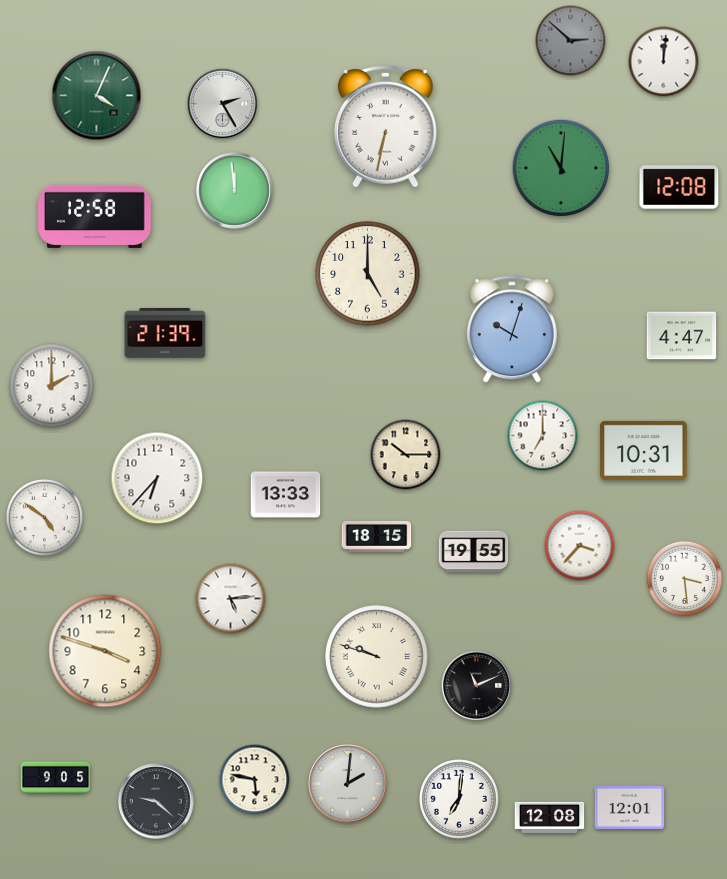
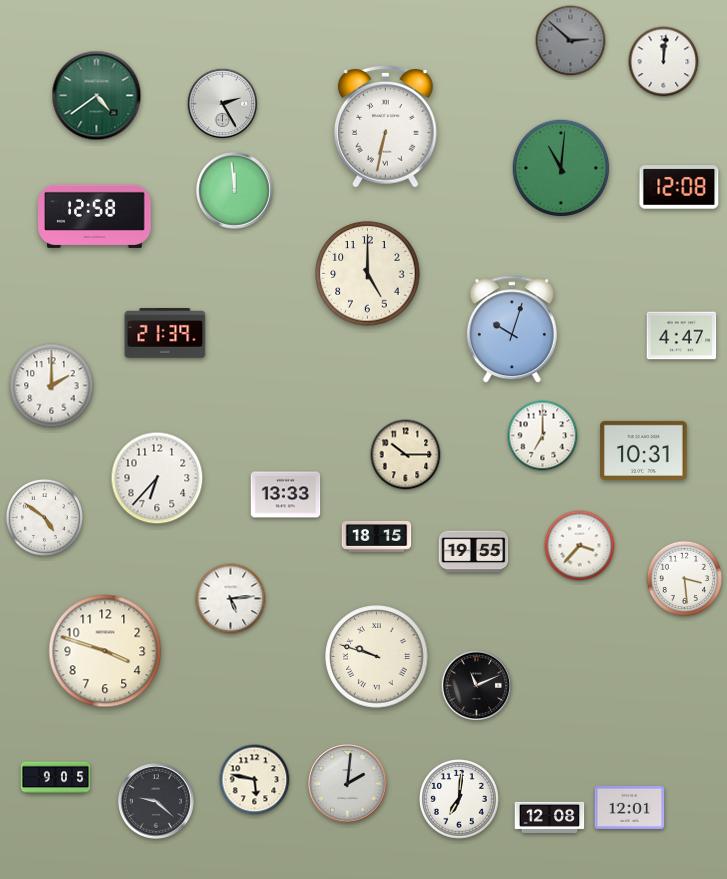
clock at (97, 96): 4:04 -> 4:39
